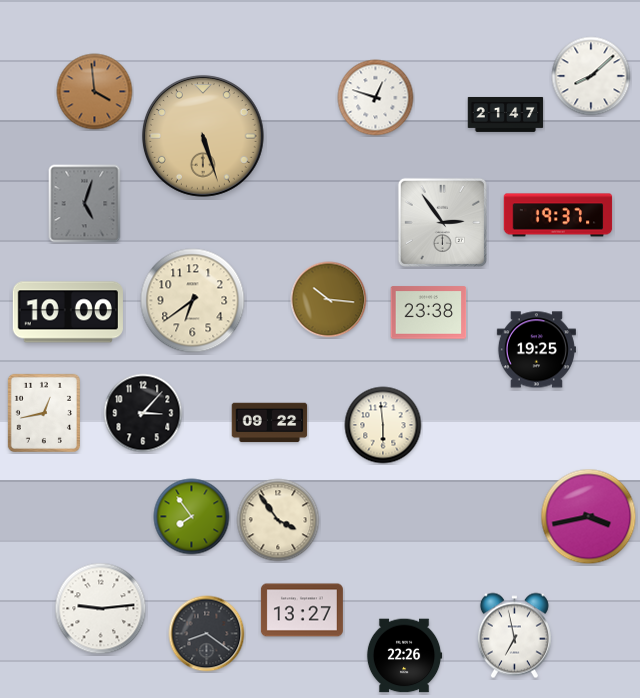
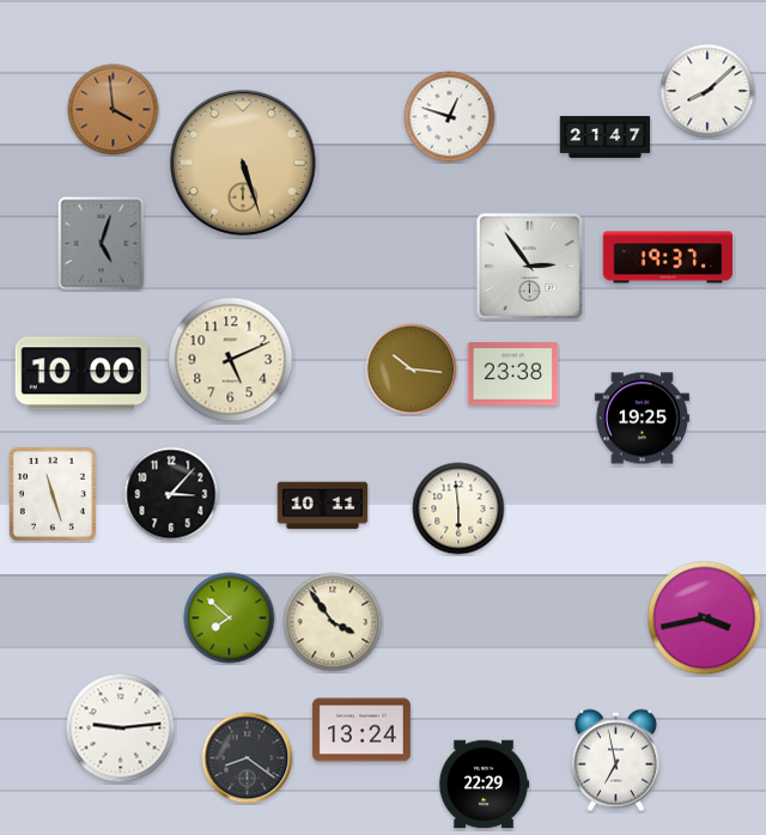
clock at (329, 300) position: (329, 300) -> (412, 370)
clock at (193, 301): 6:39 -> 5:11
clock at (44, 413): 12:43 -> 11:27
clock at (270, 423): 09:22 -> 10:11
clock at (192, 517): 7:54 -> 7:52
clock at (302, 610): 13:27 -> 13:24
clock at (404, 656): 22:26 -> 22:29
